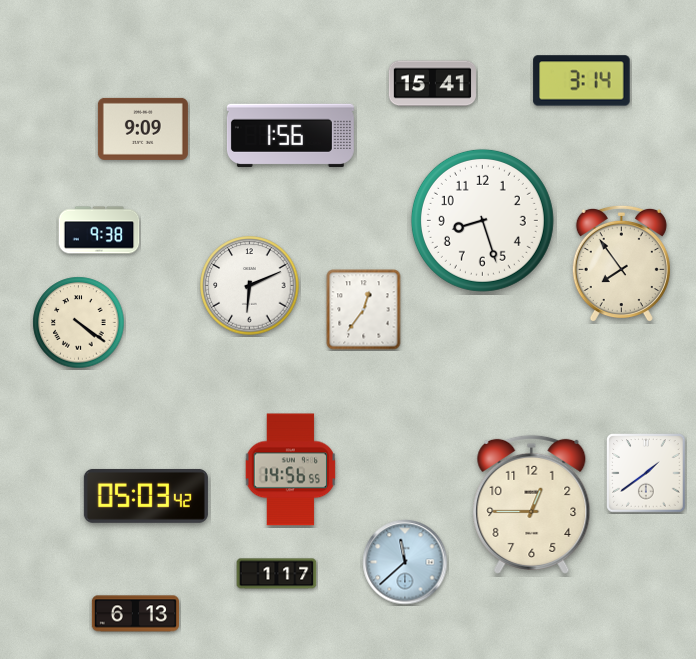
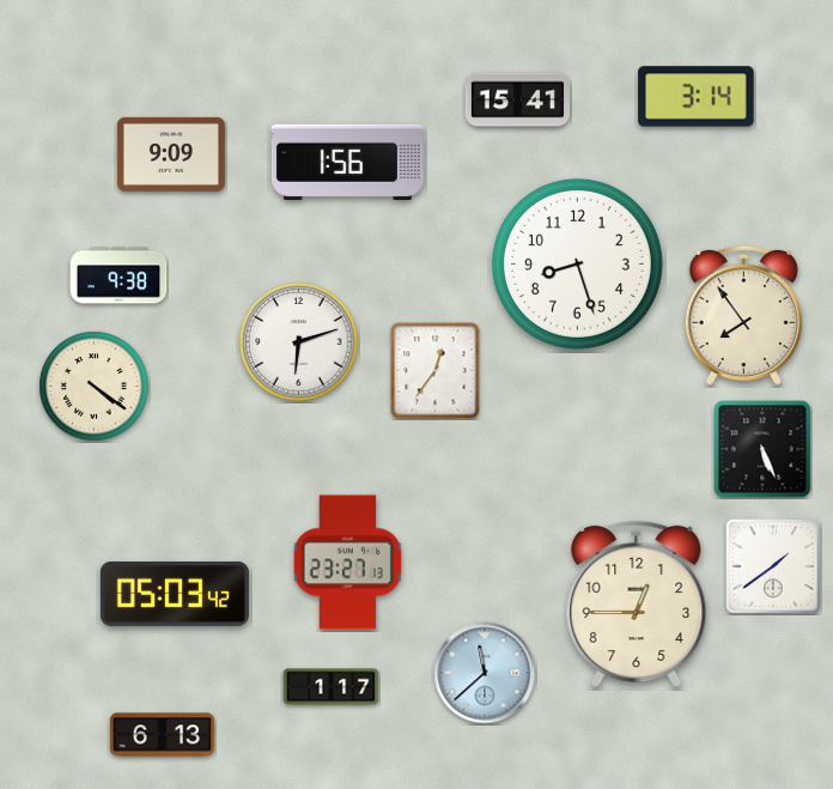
clock at (250, 286): 6:11 -> 6:12
clock at (762, 449): none -> 5:26
clock at (291, 470): 14:56 -> 23:27
